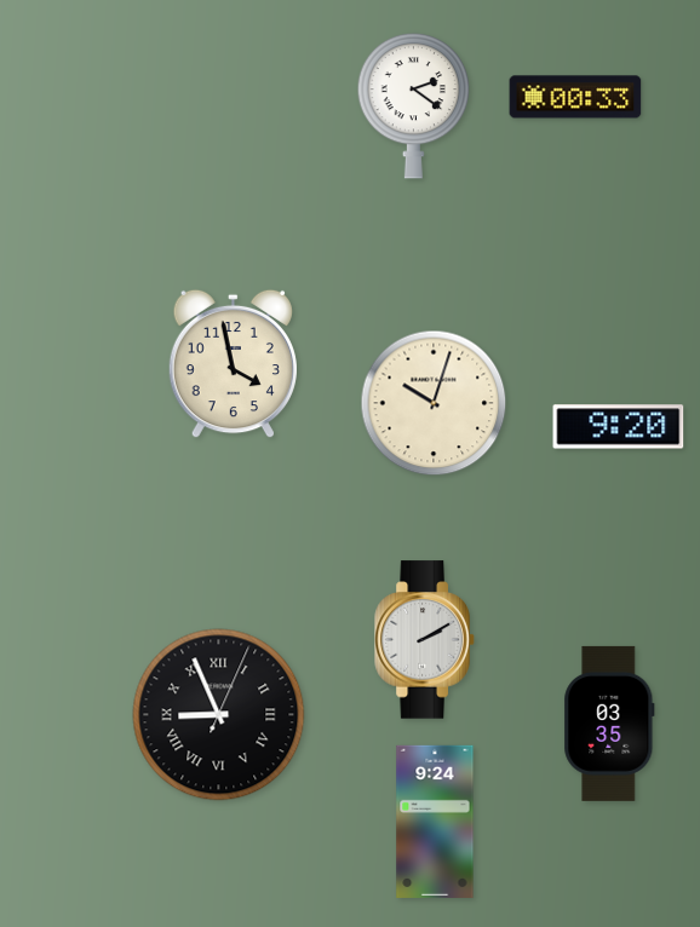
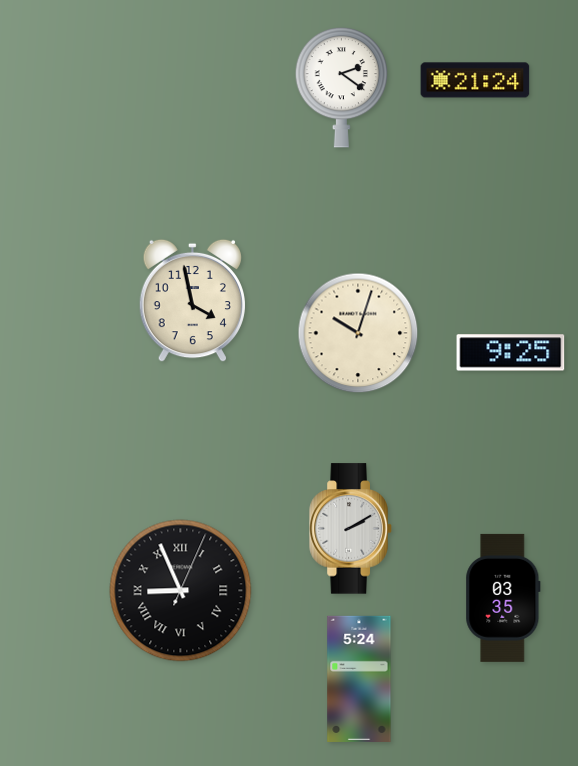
clock at (575, 97): 00:33 -> 21:24
clock at (619, 427): 9:20 -> 9:25
clock at (435, 822): 9:24 -> 5:24
